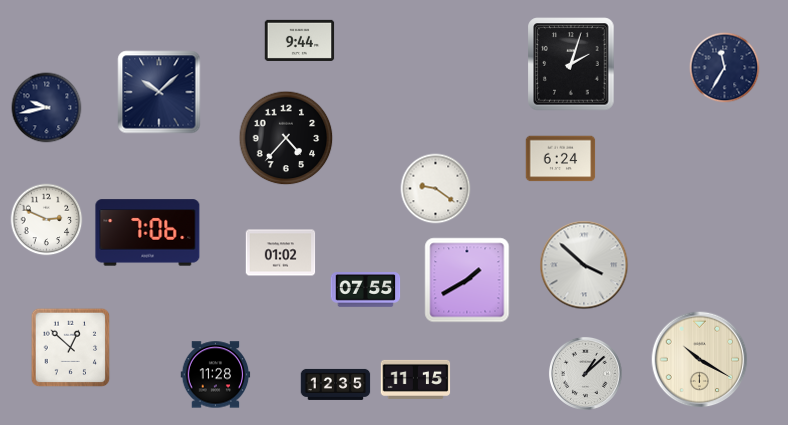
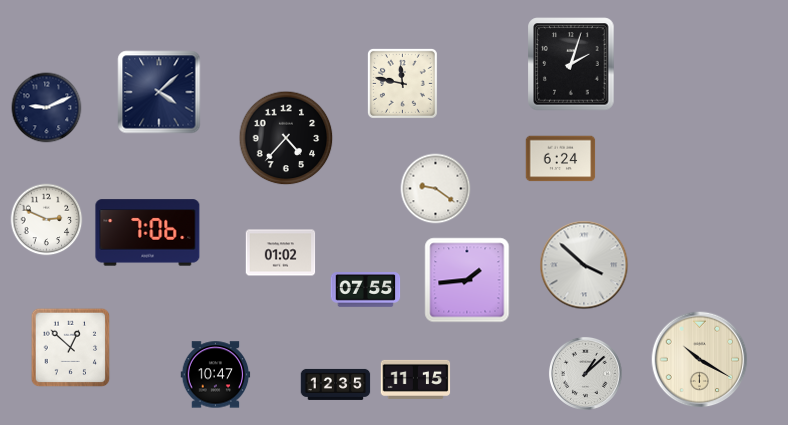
clock at (300, 40): 9:44 -> none
clock at (725, 68): 11:35 -> none
clock at (402, 83): none -> 11:47
clock at (159, 92): 10:08 -> 4:08
clock at (47, 108): 9:43 -> 9:11
clock at (467, 280): 1:40 -> 1:44
clock at (216, 375): 11:28 -> 10:47
